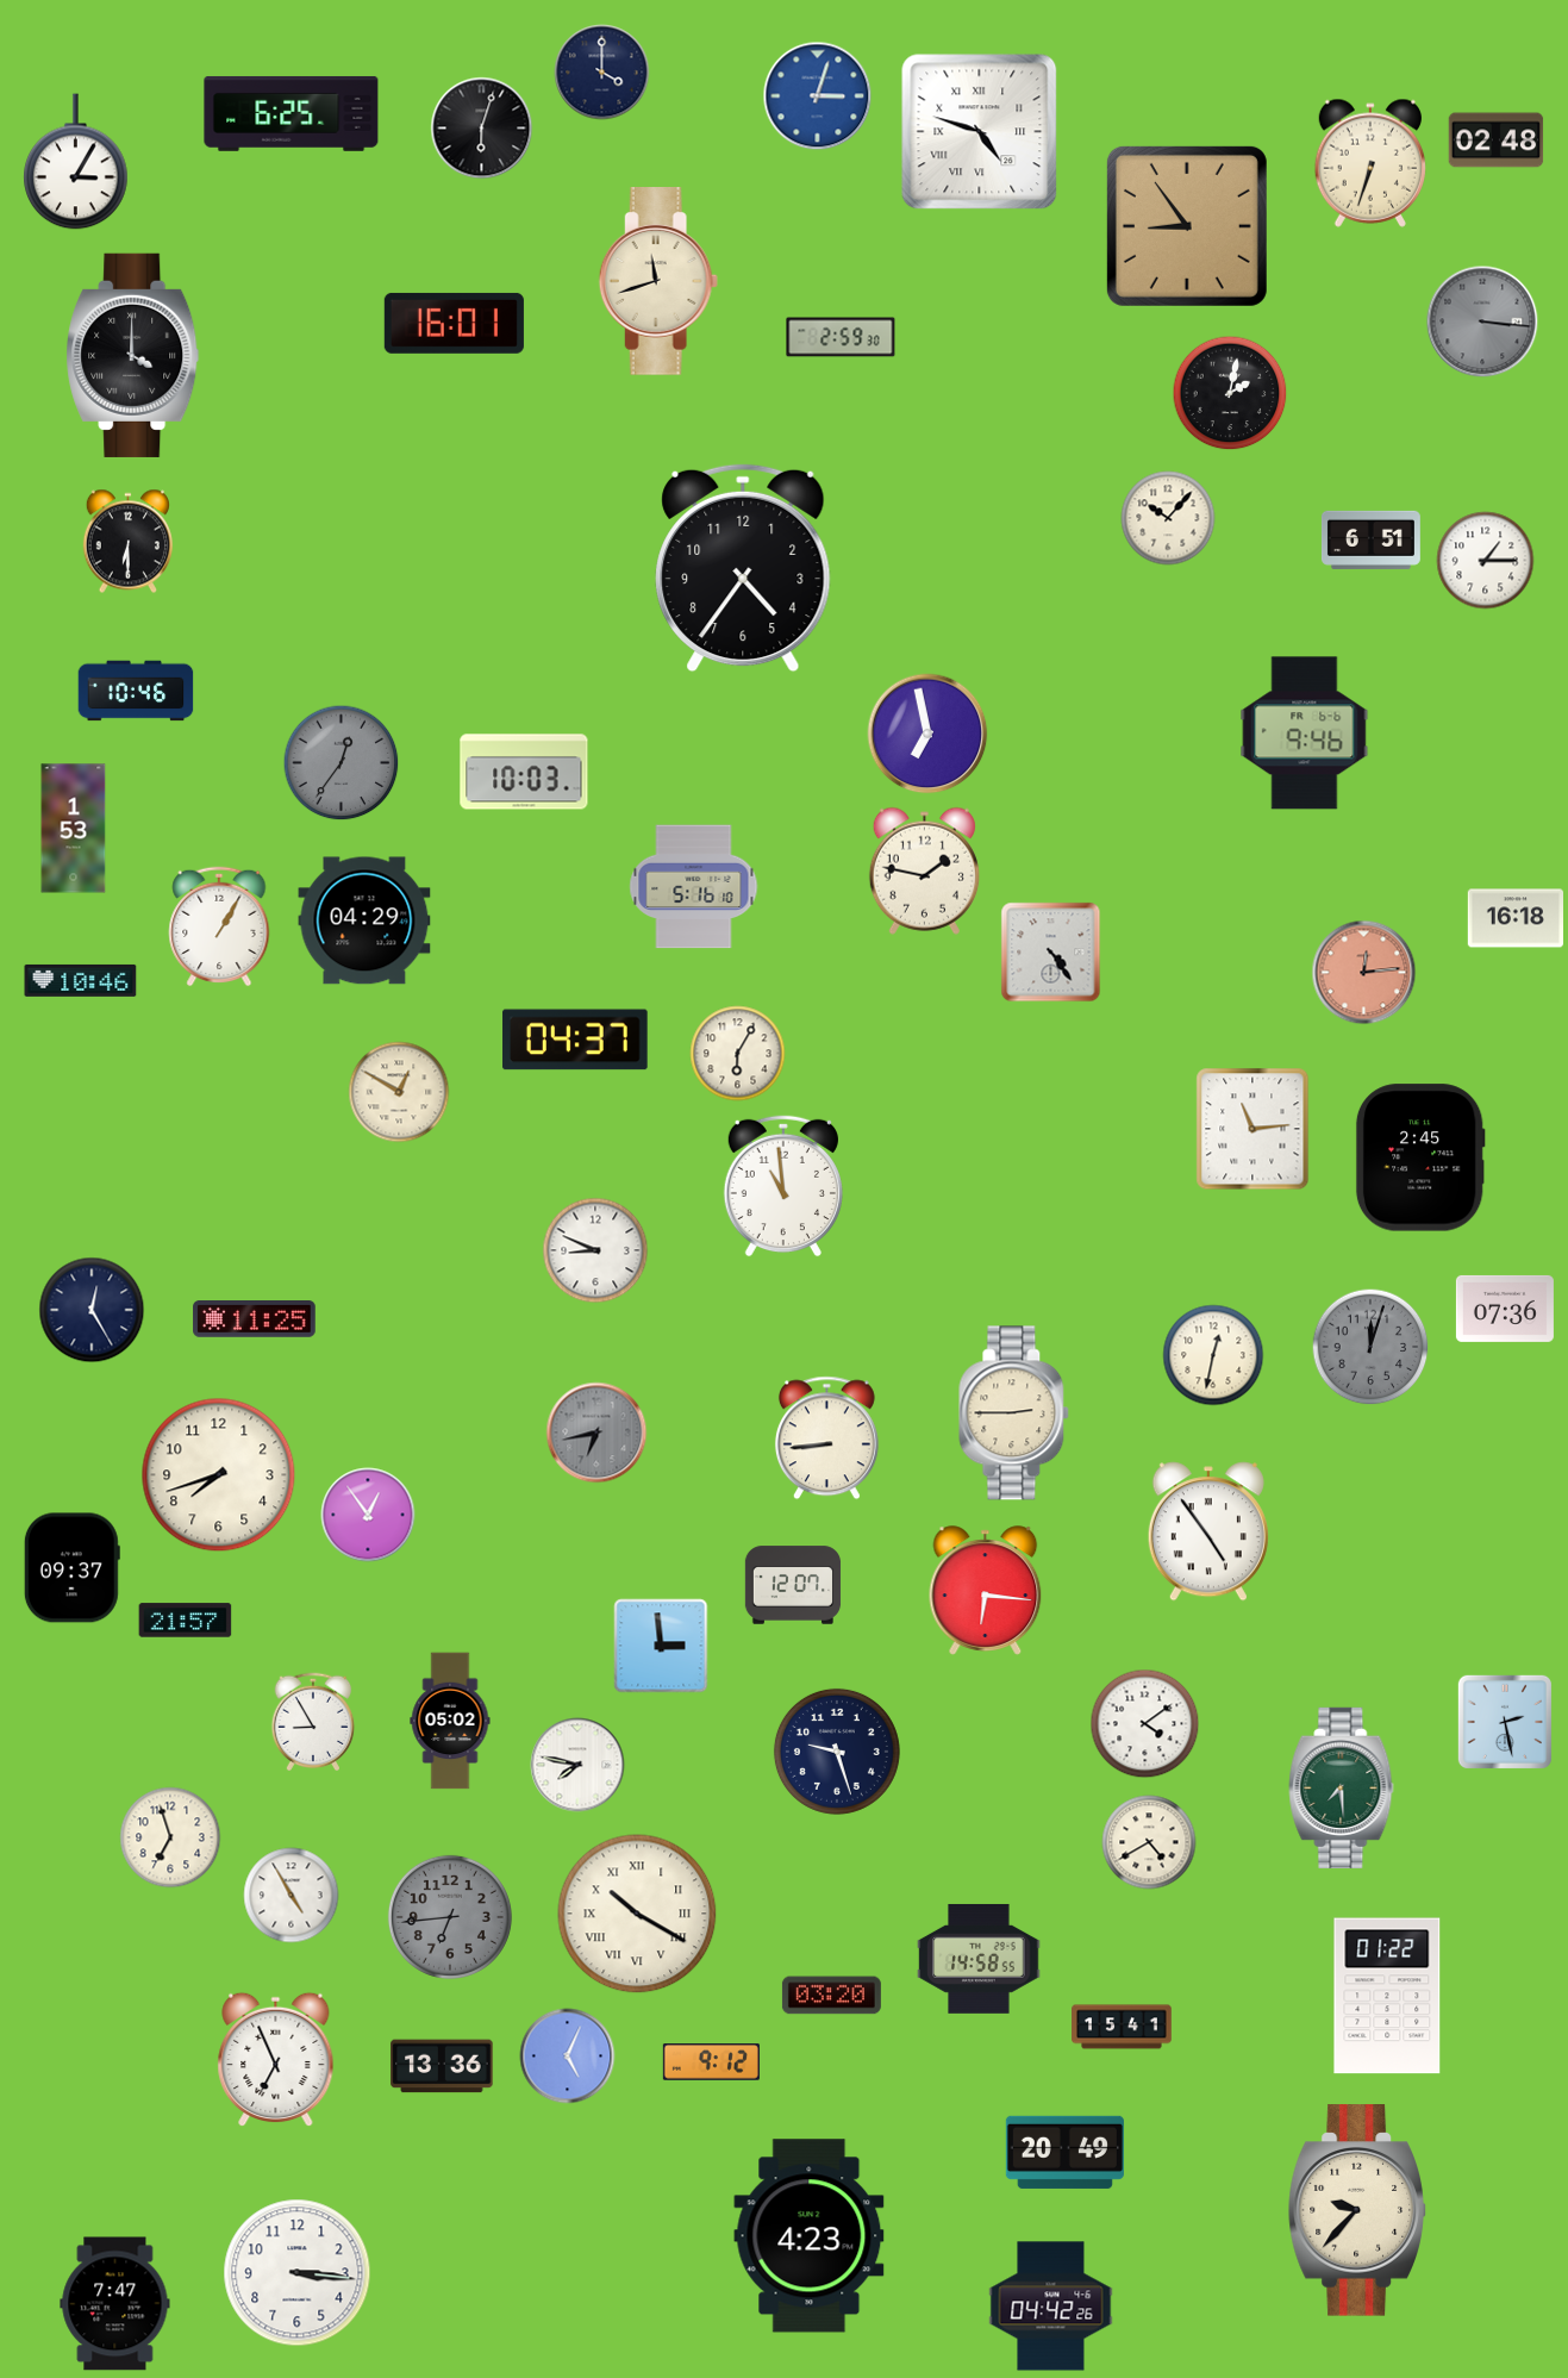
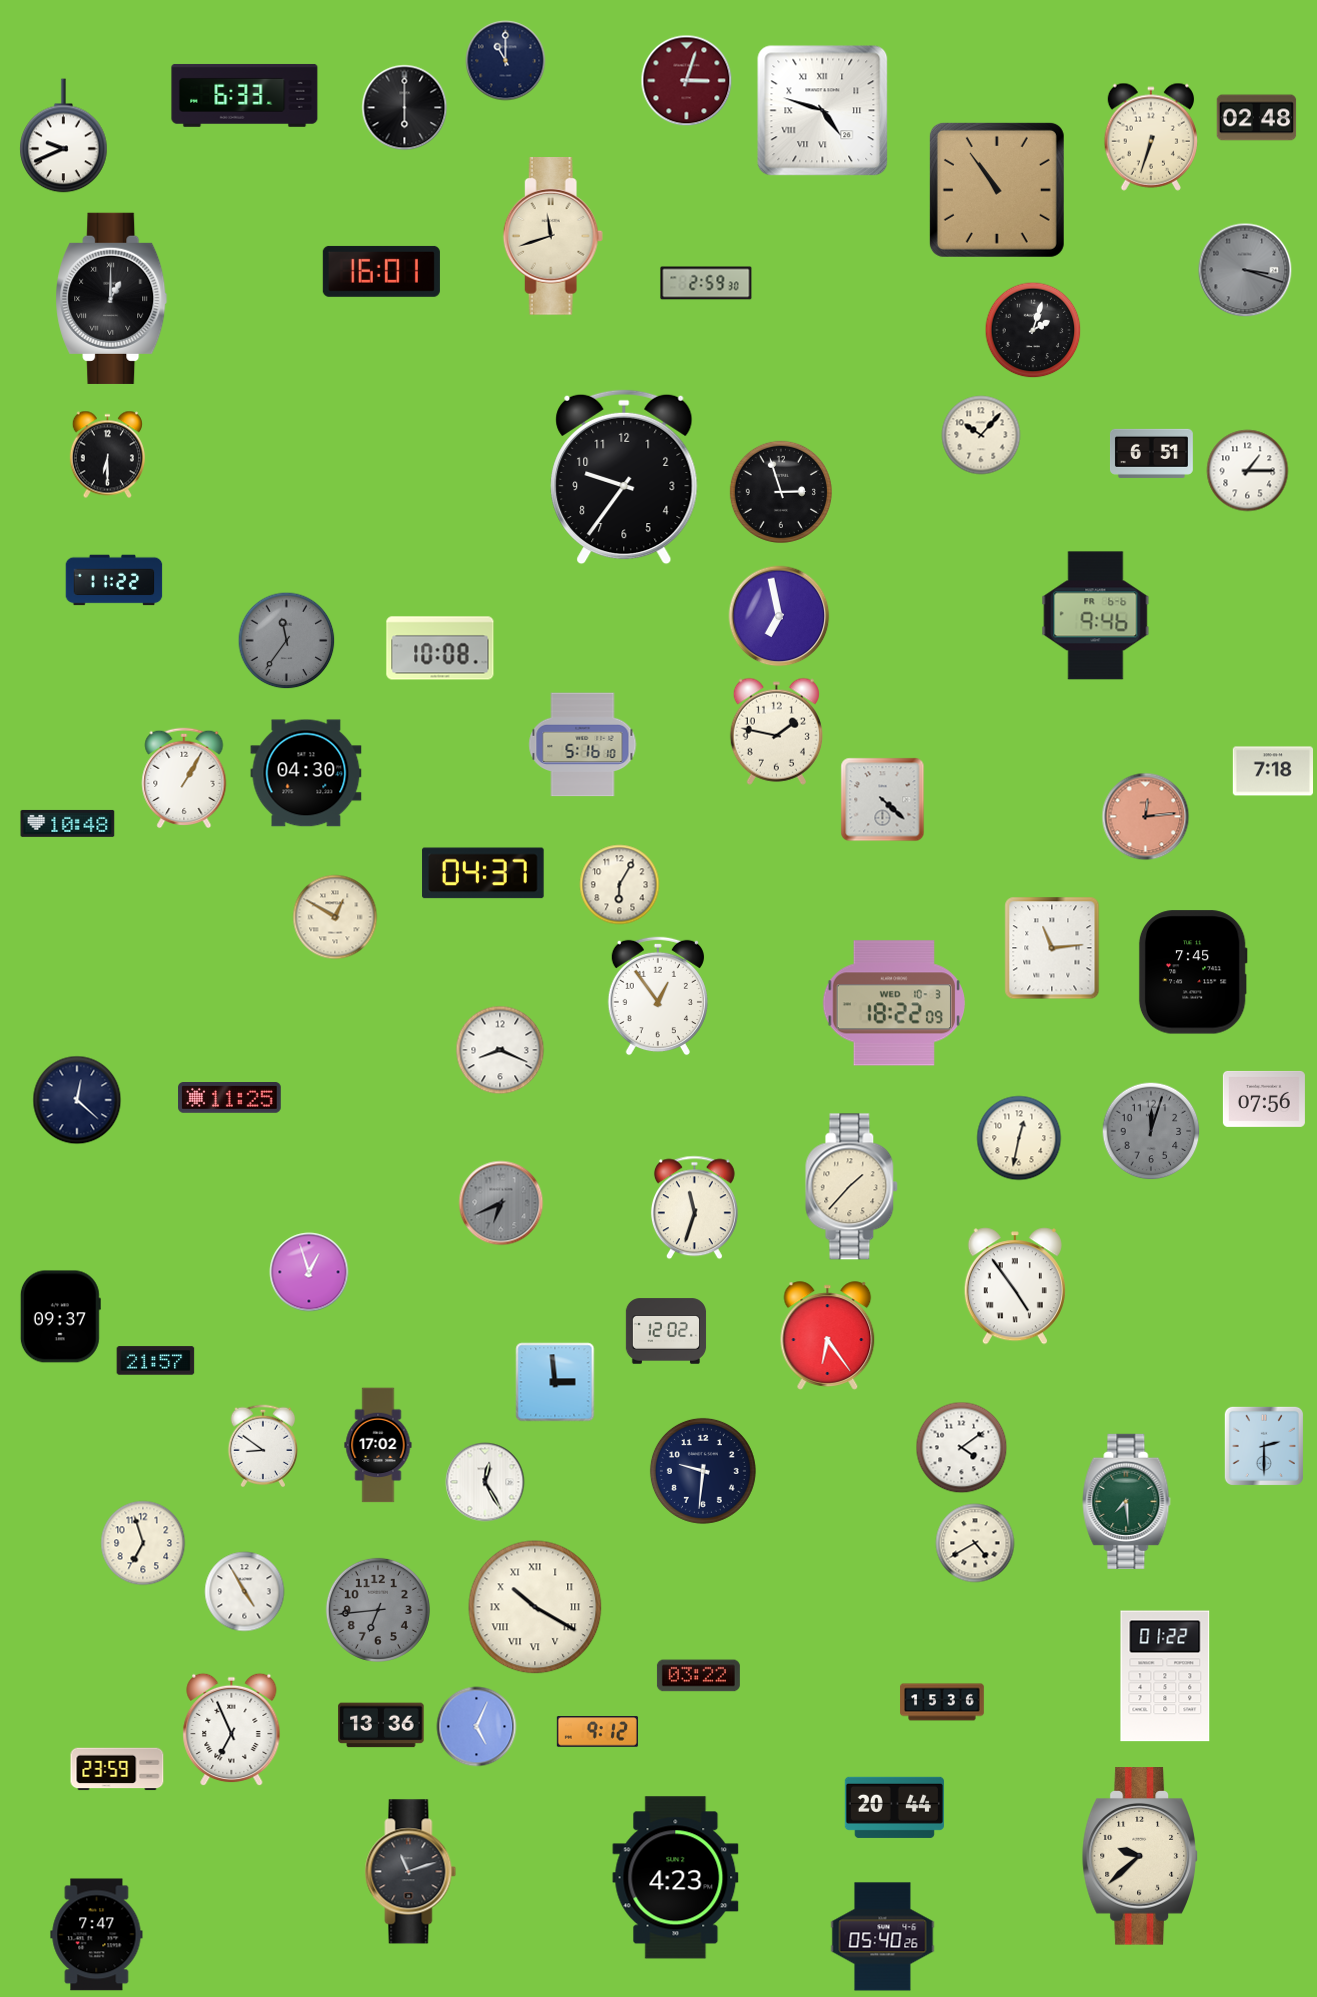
clock at (602, 73): 4:00 -> 11:00
clock at (818, 96) dial: blue -> burgundy
clock at (292, 114): 6:25 -> 6:33
clock at (482, 129): 6:03 -> 6:00
clock at (76, 162): 3:05 -> 9:41
clock at (1187, 226): 8:54 -> 10:54
clock at (1482, 322): 3:16 -> 3:18
clock at (133, 355): 4:00 -> 1:00
clock at (1230, 393): 2:02 -> 2:03
clock at (743, 568): 4:36 -> 9:36
clock at (781, 492): none -> 2:57
clock at (136, 691): 10:46 -> 11:22
clock at (342, 763): 12:36 -> 11:36
clock at (524, 772): 10:03 -> 10:08
clock at (74, 829): 1:53 -> none
clock at (1514, 918): 16:18 -> 7:18
clock at (364, 920): 04:29 -> 04:30
clock at (1051, 953): 4:24 -> 4:22
clock at (81, 980): 10:46 -> 10:48
clock at (1420, 1157): 2:45 -> 7:45
clock at (783, 1186): 10:59 -> 12:54
clock at (893, 1003): none -> 18:22
clock at (595, 1250): 8:49 -> 8:19
clock at (1505, 1309): 07:36 -> 07:56
clock at (92, 1310): 12:25 -> 12:22
clock at (255, 1319) position: (255, 1319) -> (230, 1098)
clock at (1014, 1413): 2:45 -> 1:37
clock at (596, 1433): 6:43 -> 6:41
clock at (826, 1438): 8:44 -> 11:33
clock at (219, 1475): 7:42 -> none
clock at (368, 1515): 12:54 -> 12:57
clock at (793, 1585): 12:07 -> 12:02
clock at (986, 1591): 6:16 -> 6:24
clock at (450, 1721): 05:02 -> 17:02
clock at (313, 1722): 8:55 -> 8:51
clock at (1505, 1722): 2:28 -> 2:30
clock at (837, 1752): 9:27 -> 9:31
clock at (577, 1765): 7:47 -> 12:25
clock at (1149, 1842) position: (1149, 1842) -> (975, 1543)
clock at (979, 1959): 14:58 -> none
clock at (831, 1996): 03:20 -> 03:22
clock at (1122, 2027): 15:41 -> 15:36
clock at (442, 2066) position: (442, 2066) -> (381, 1725)
clock at (117, 1769): none -> 23:59
clock at (1064, 2152): 20:49 -> 20:44
clock at (1357, 2210): 9:37 -> 9:38
clock at (411, 1872): none -> 11:12
clock at (810, 2236) position: (810, 2236) -> (676, 1878)
clock at (298, 2273): 3:16 -> none
clock at (1051, 2307): 04:42 -> 05:40
